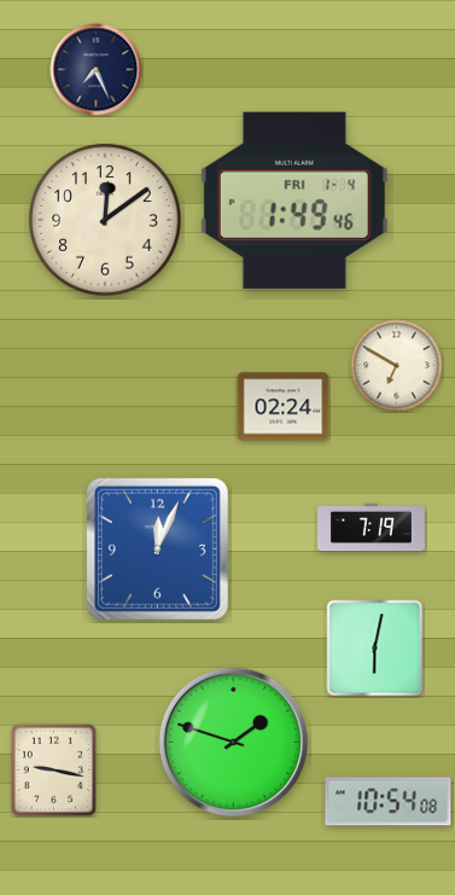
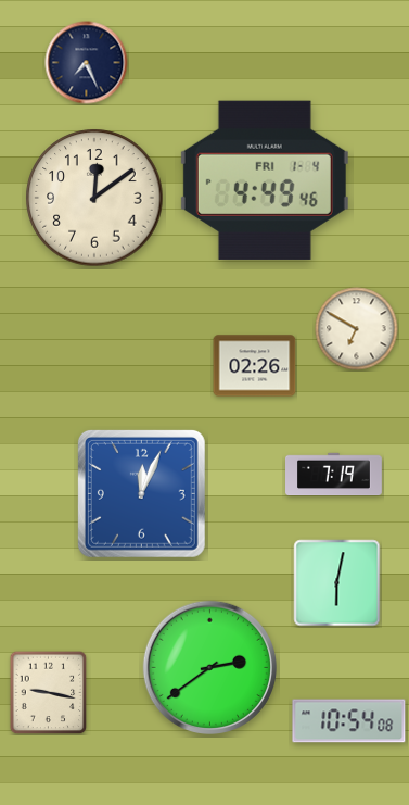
clock at (294, 200): 1:49 -> 4:49
clock at (284, 407): 02:24 -> 02:26
clock at (233, 742): 1:48 -> 2:39
